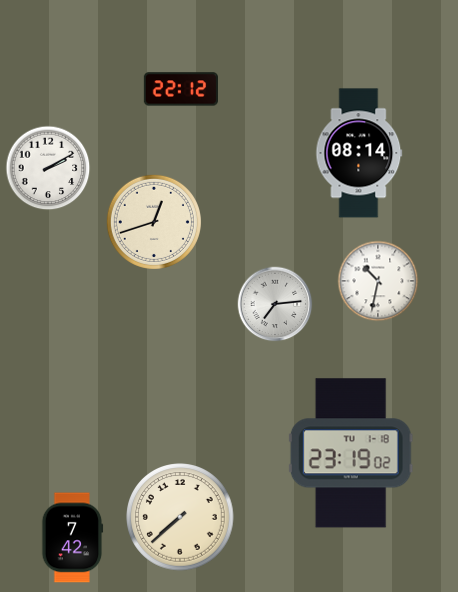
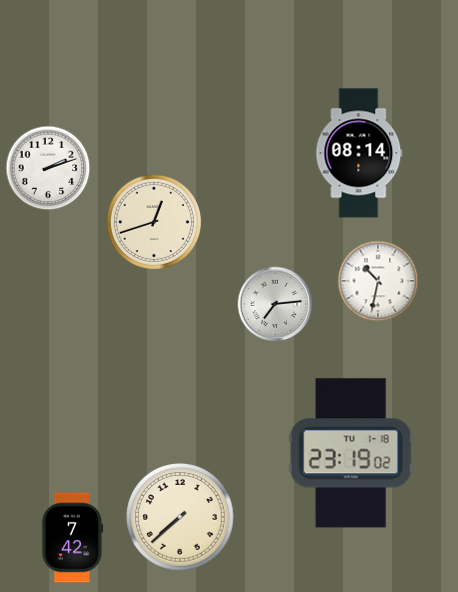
clock at (181, 89): 22:12 -> none
clock at (48, 168): 2:10 -> 2:12
